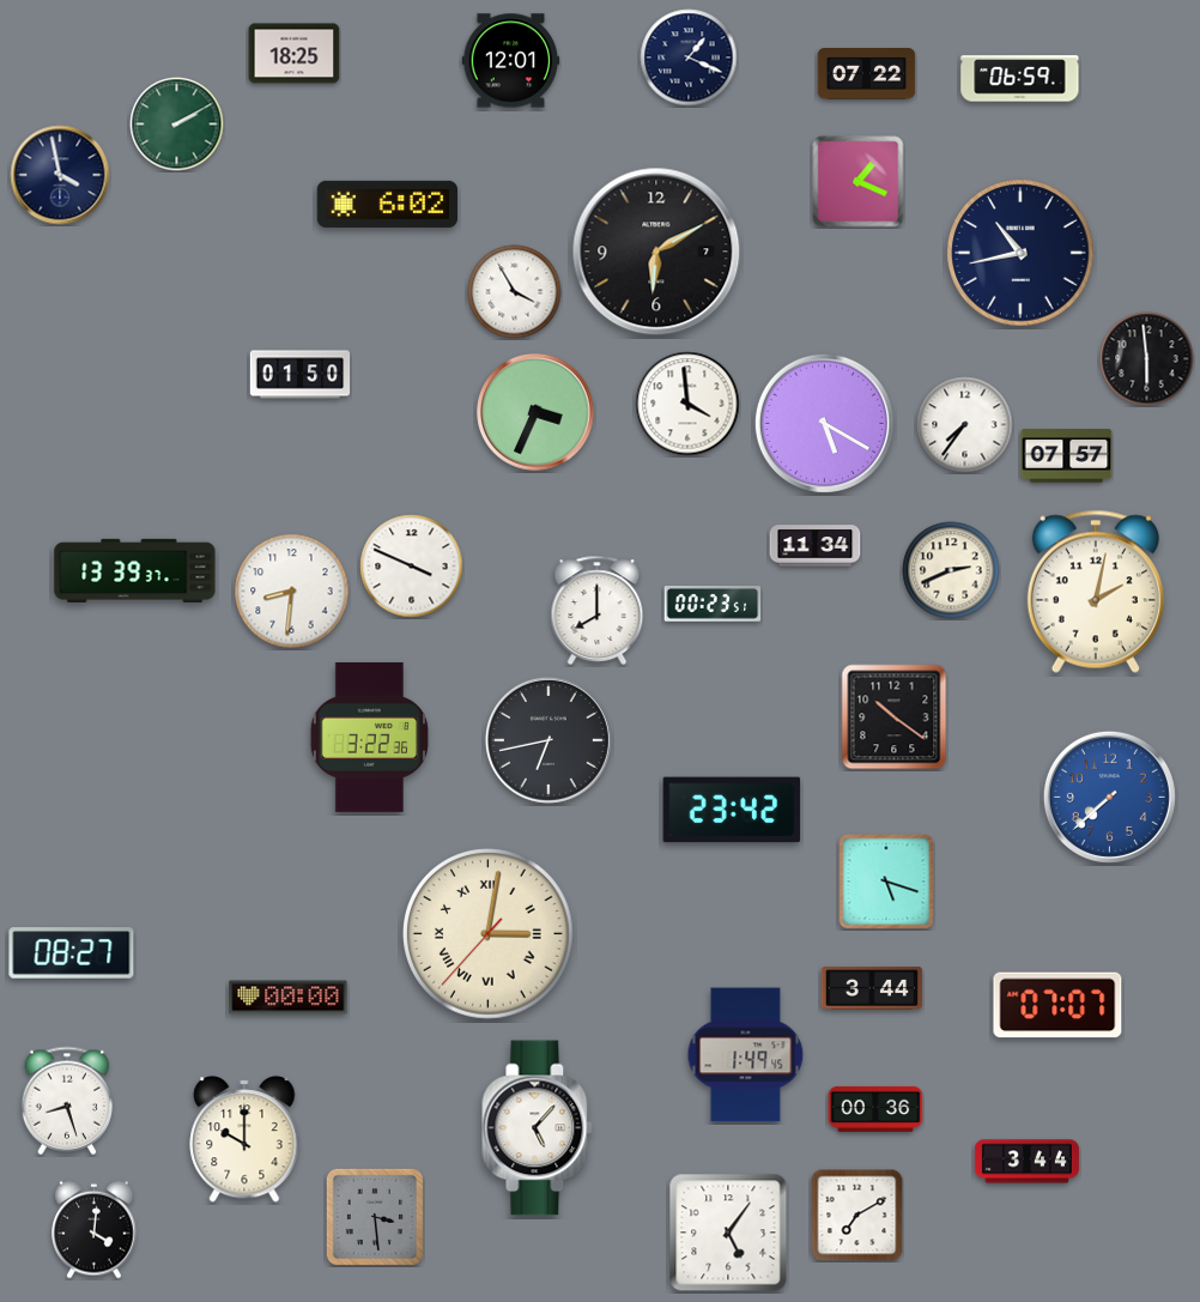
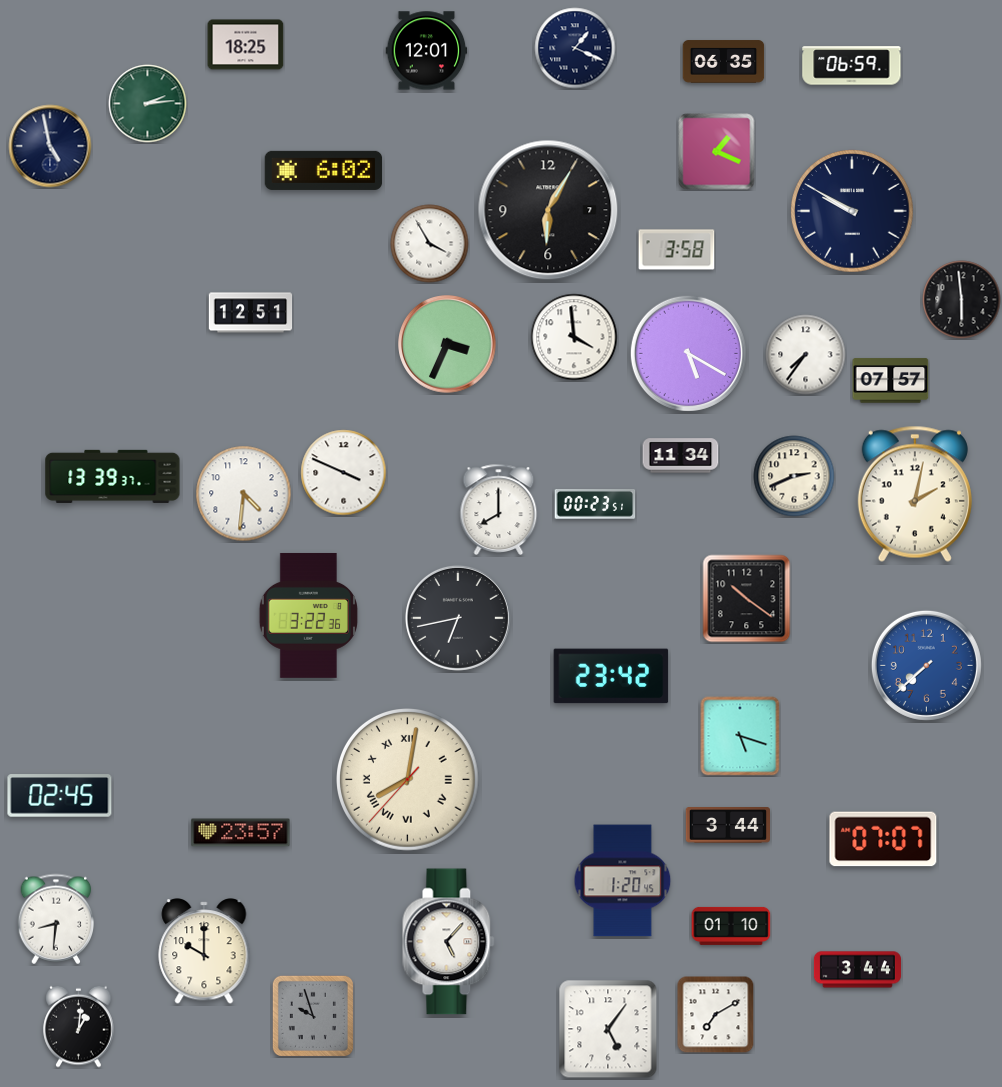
clock at (867, 74): 07:22 -> 06:35
clock at (177, 125): 2:10 -> 2:14
clock at (60, 175): 3:58 -> 4:58
clock at (656, 252): 6:10 -> 6:05
clock at (1020, 253): 10:43 -> 9:50
clock at (677, 250): none -> 3:58
clock at (1147, 359) position: (1147, 359) -> (962, 300)
clock at (301, 375): 01:50 -> 12:51
clock at (292, 592): 8:31 -> 4:31
clock at (489, 934): 3:01 -> 8:01
clock at (72, 953): 08:27 -> 02:45
clock at (289, 998): 00:00 -> 23:57
clock at (746, 1055): 1:49 -> 1:20
clock at (67, 1101): 8:27 -> 8:31
clock at (875, 1109): 00:36 -> 01:10
clock at (375, 1217): 3:29 -> 9:57
clock at (95, 1229): 4:01 -> 1:01
